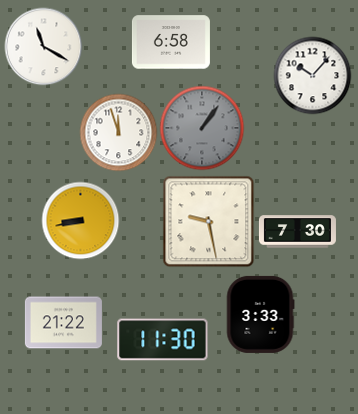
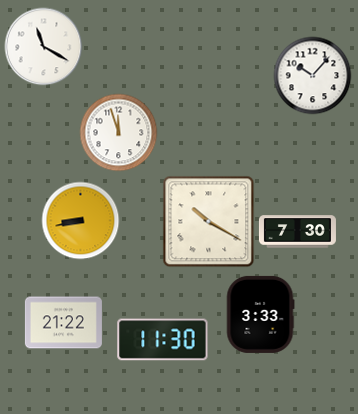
clock at (171, 42): 6:58 -> none
clock at (202, 128): 1:06 -> none
clock at (208, 221): 9:28 -> 10:20
